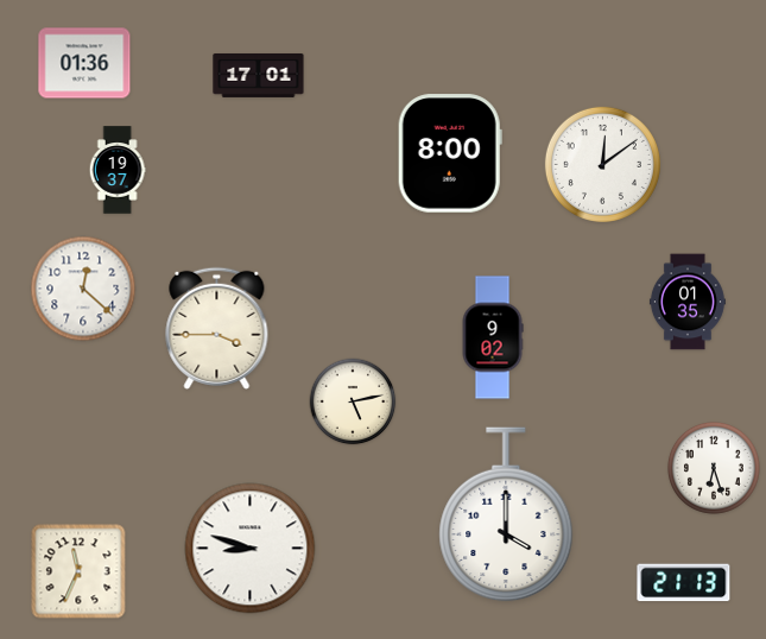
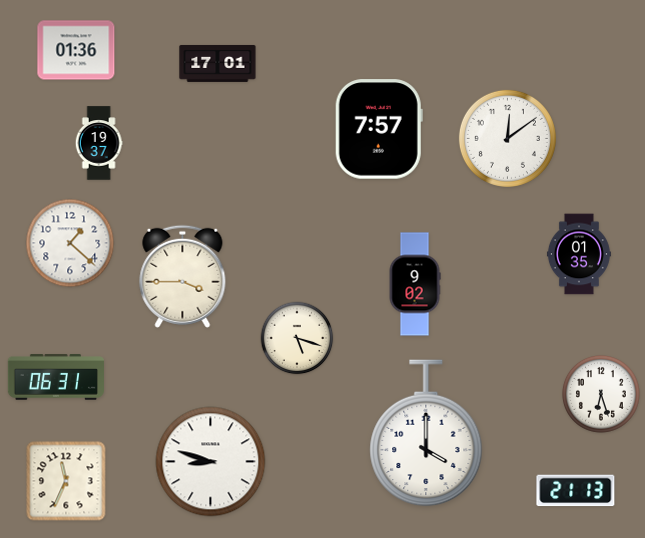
clock at (84, 63) position: (84, 63) -> (76, 50)
clock at (450, 153): 8:00 -> 7:57
clock at (83, 289): 12:22 -> 1:22
clock at (353, 401): 5:13 -> 5:18
clock at (55, 377): none -> 06:31
